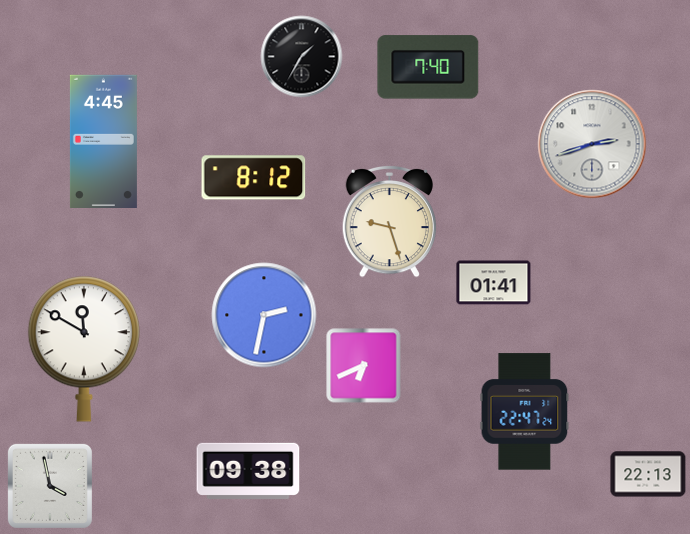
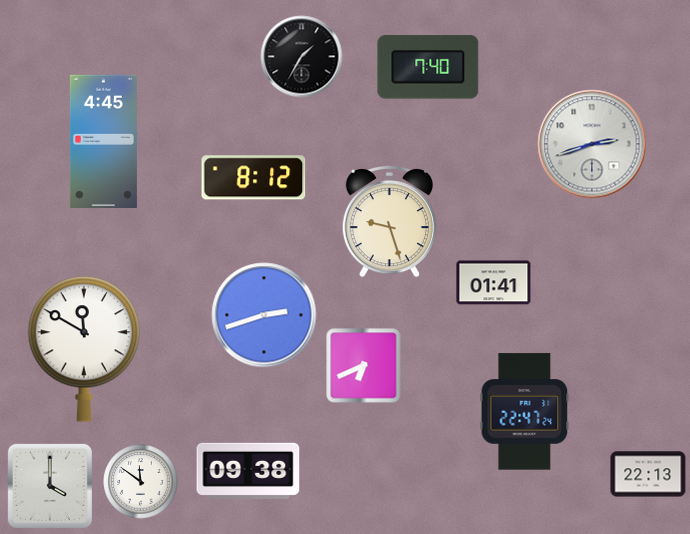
clock at (264, 315): 2:32 -> 2:42
clock at (141, 482): none -> 11:51
clock at (50, 486): 3:58 -> 4:00
